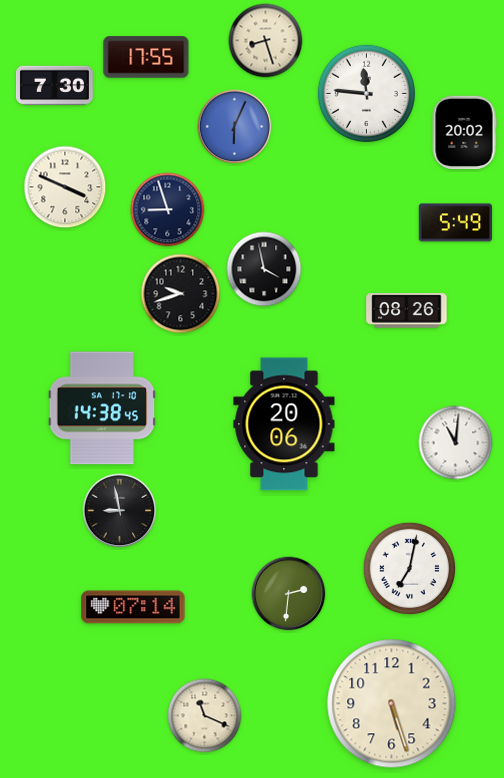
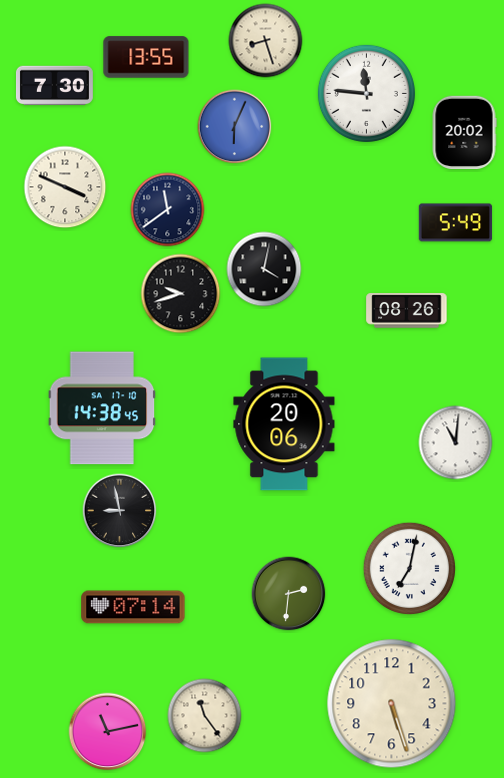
clock at (146, 57): 17:55 -> 13:55
clock at (168, 210): 8:57 -> 11:39
clock at (264, 269): 3:58 -> 4:02
clock at (205, 716): 11:19 -> 11:24
clock at (108, 732): none -> 11:13
